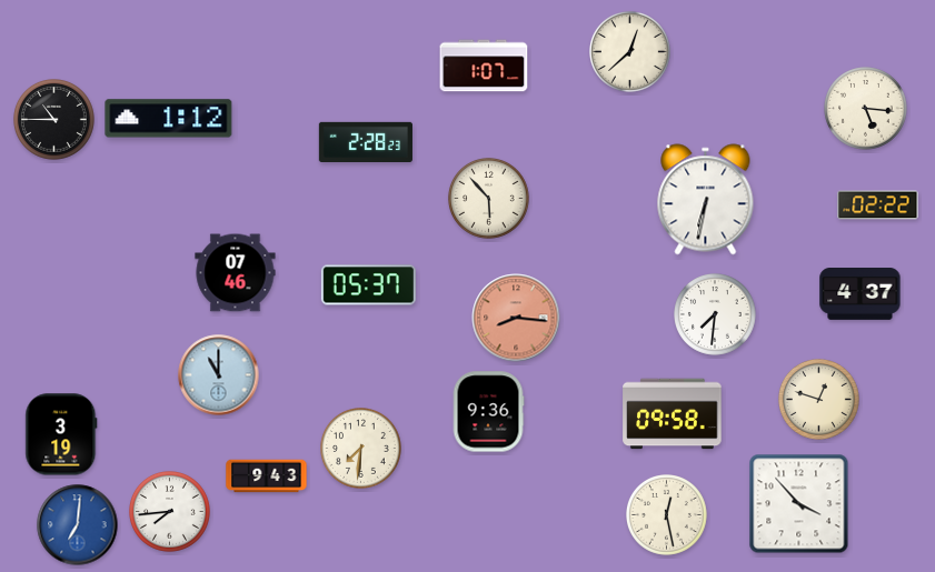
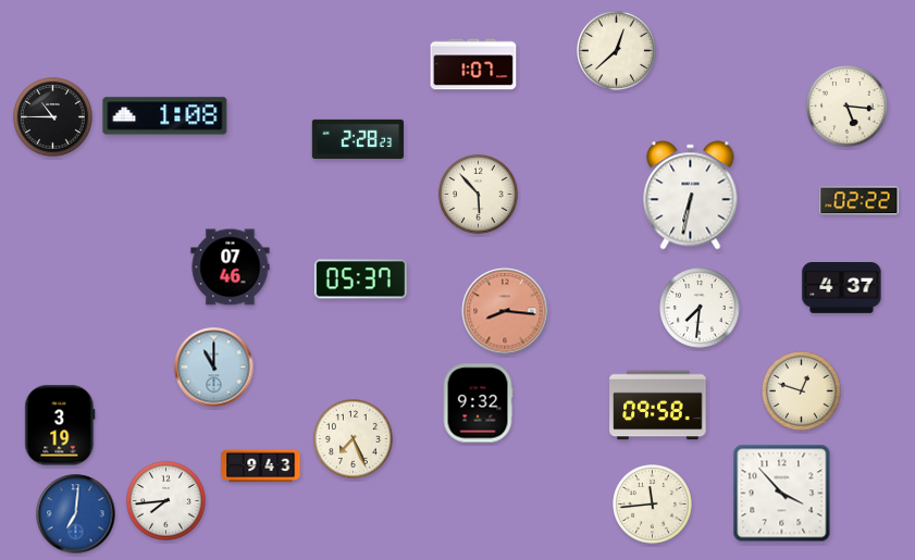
clock at (169, 119): 1:12 -> 1:08
clock at (488, 412): 9:36 -> 9:32
clock at (361, 449): 7:31 -> 7:26
clock at (667, 515): 12:28 -> 11:44
